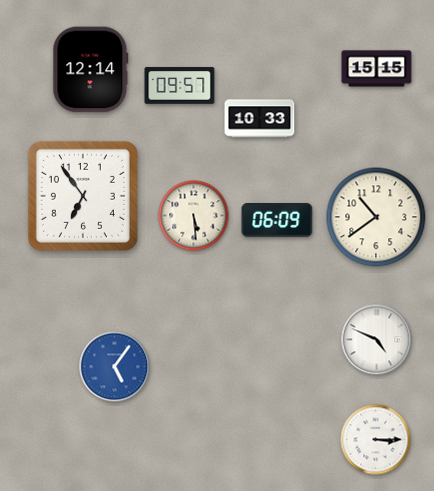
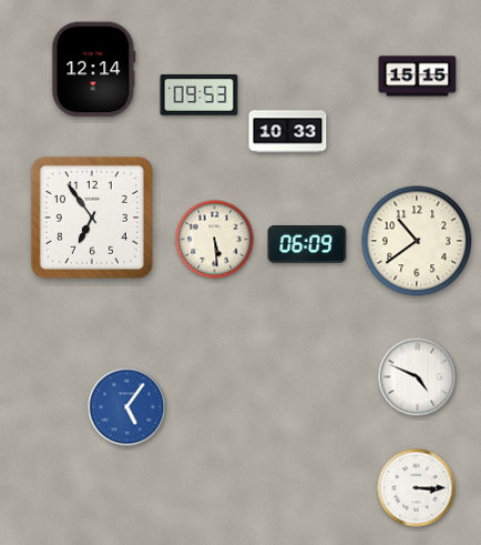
clock at (91, 70) position: (91, 70) -> (94, 70)
clock at (180, 86): 09:57 -> 09:53
